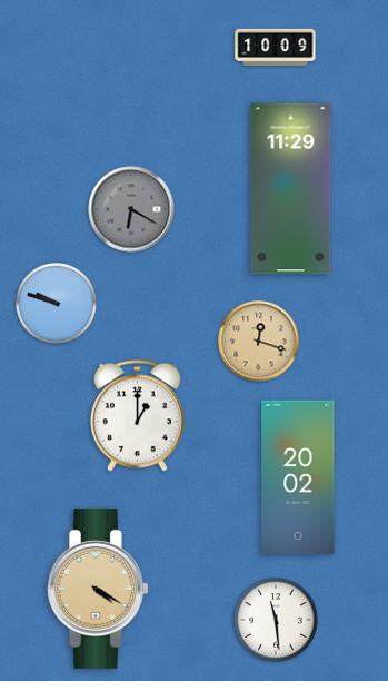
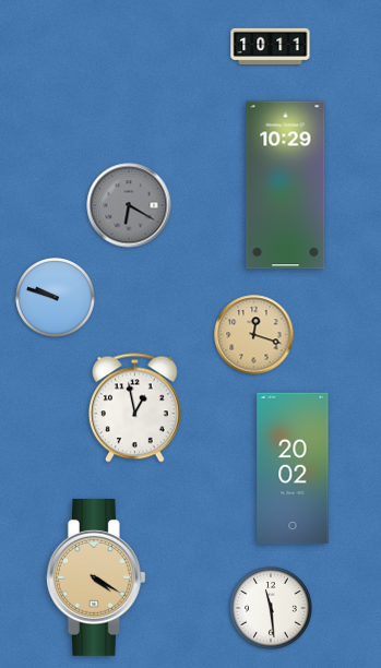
clock at (276, 47): 10:09 -> 10:11
clock at (291, 189): 11:29 -> 10:29
clock at (138, 416): 1:00 -> 12:58
